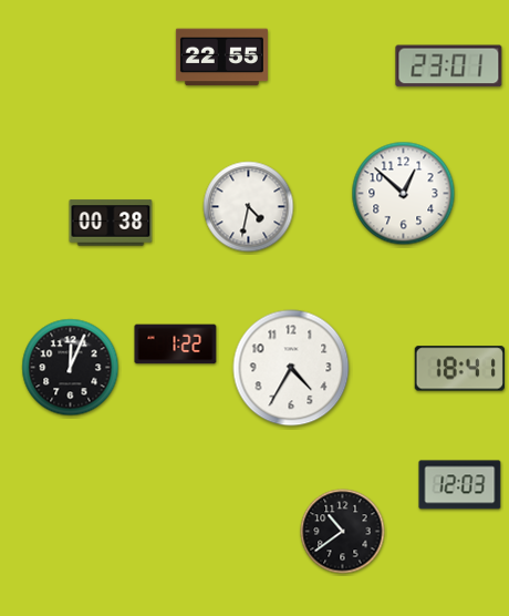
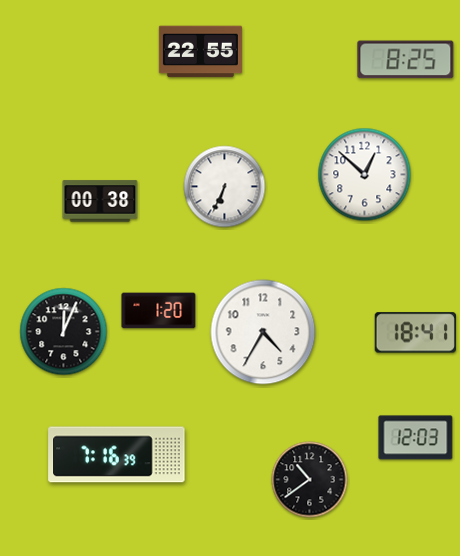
clock at (449, 66): 23:01 -> 8:25
clock at (249, 207): 4:32 -> 6:34
clock at (176, 345): 1:22 -> 1:20
clock at (117, 455): none -> 7:16
